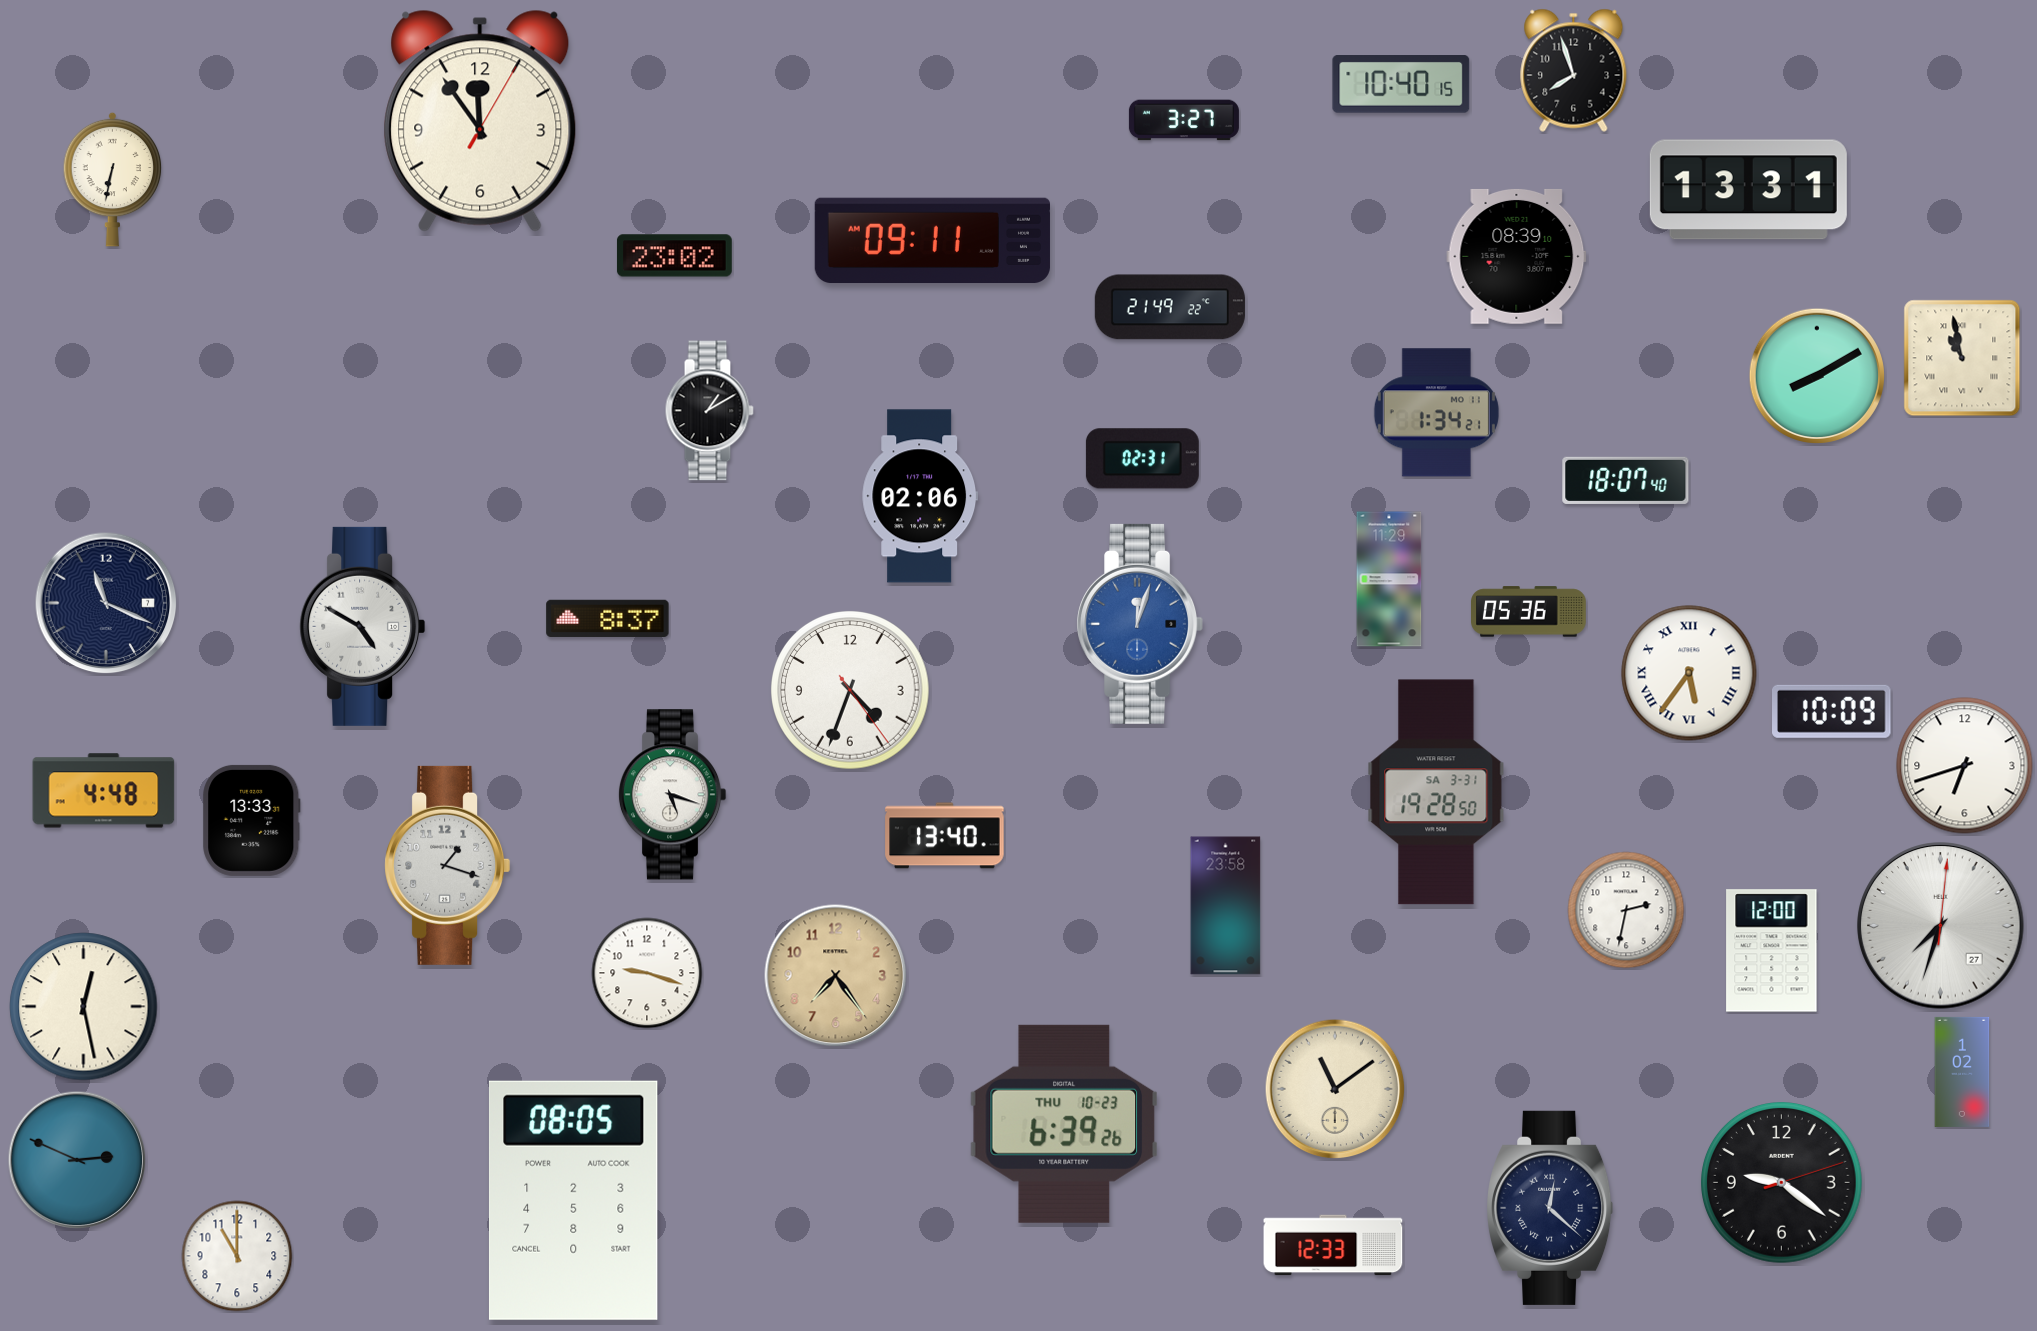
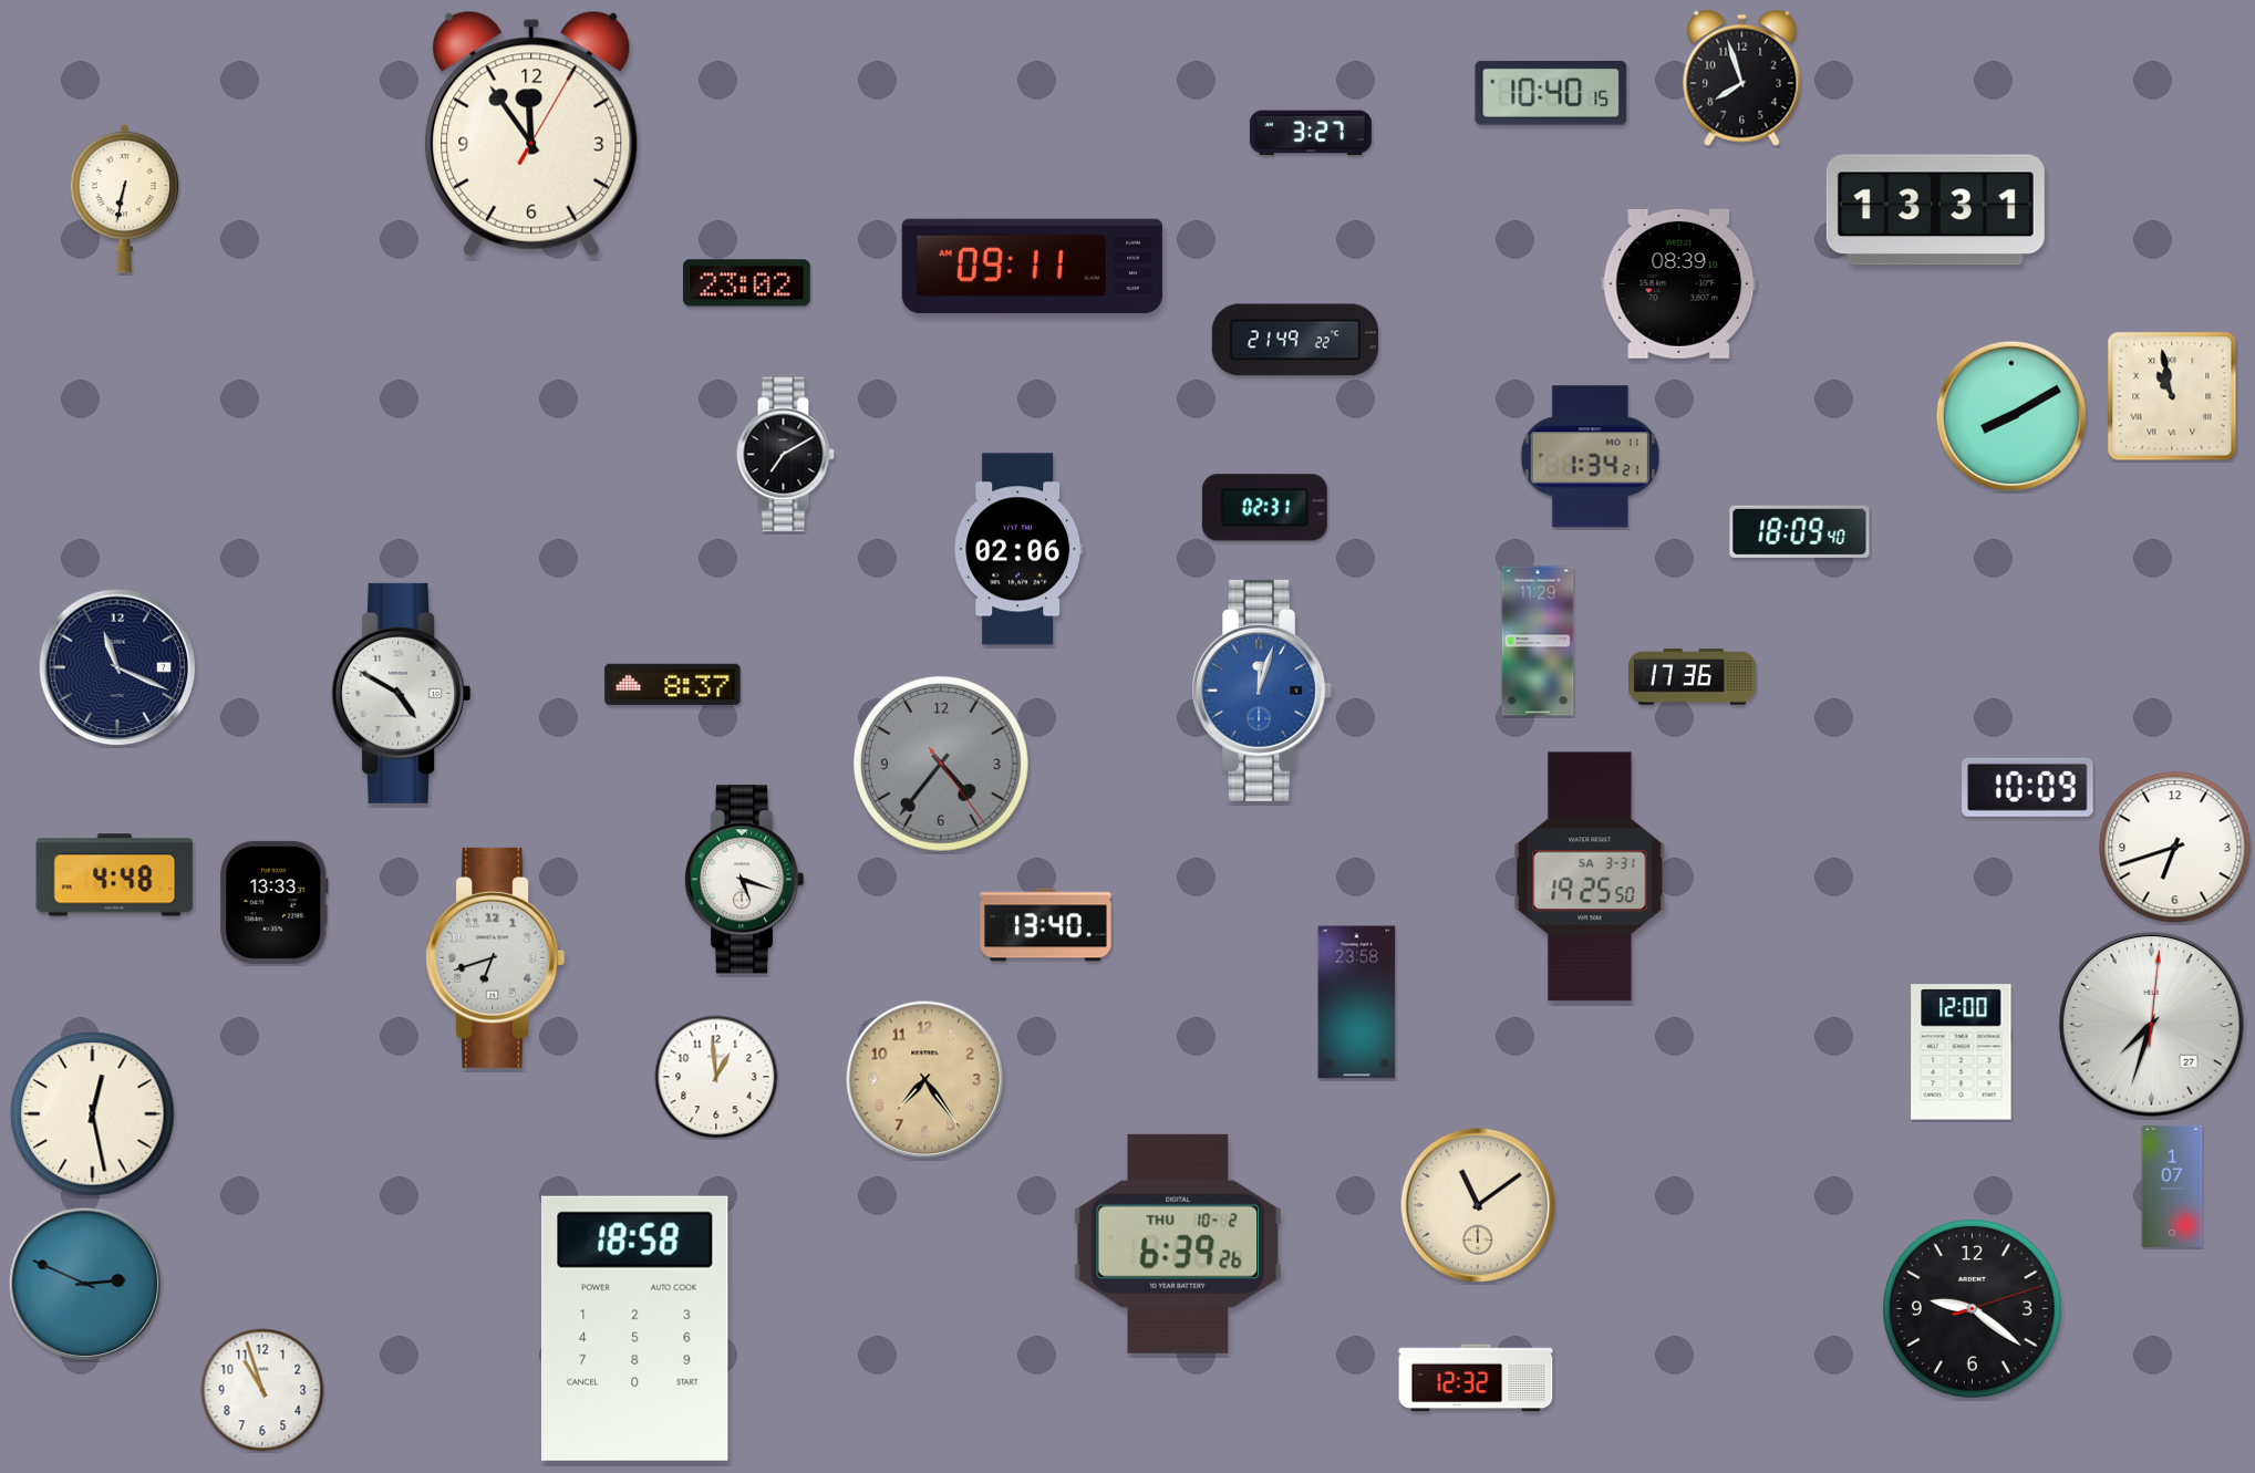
clock at (709, 411): 1:10 -> 7:10
clock at (1626, 480): 18:07 -> 18:09
clock at (1529, 612): 05:36 -> 17:36
clock at (1689, 673): 5:36 -> none
clock at (850, 690): 4:33 -> 4:36
clock at (850, 690) dial: white -> grey
clock at (1436, 792): 19:28 -> 19:25
clock at (252, 820) position: (252, 820) -> (275, 902)
clock at (448, 865): 1:18 -> 6:42
clock at (1626, 910): 2:32 -> none
clock at (1941, 926) position: (1941, 926) -> (2152, 1025)
clock at (647, 973): 9:18 -> 12:59
clock at (1962, 1072): 1:02 -> 1:07
clock at (1063, 1124) date: THU 10-23 -> THU 10-2
clock at (573, 1200): 08:05 -> 18:58
clock at (1551, 1208): 12:22 -> none
clock at (1333, 1245): 12:33 -> 12:32
clock at (237, 1256): 11:00 -> 10:57
